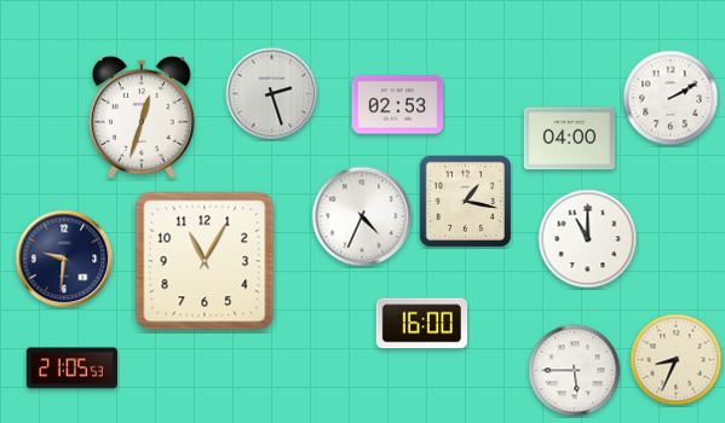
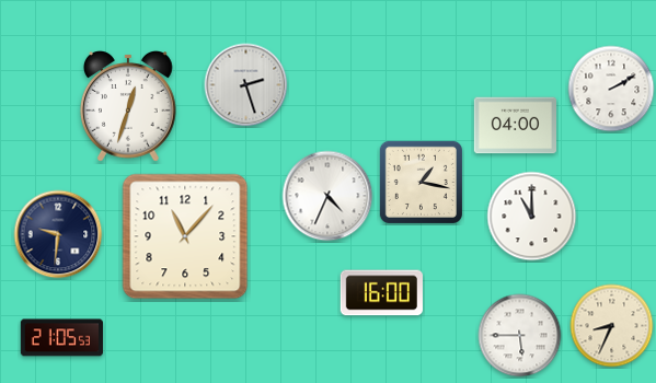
clock at (671, 98) position: (671, 98) -> (611, 89)
clock at (397, 105): 02:53 -> none
clock at (205, 261): 11:05 -> 11:07
clock at (71, 369) position: (71, 369) -> (61, 338)
